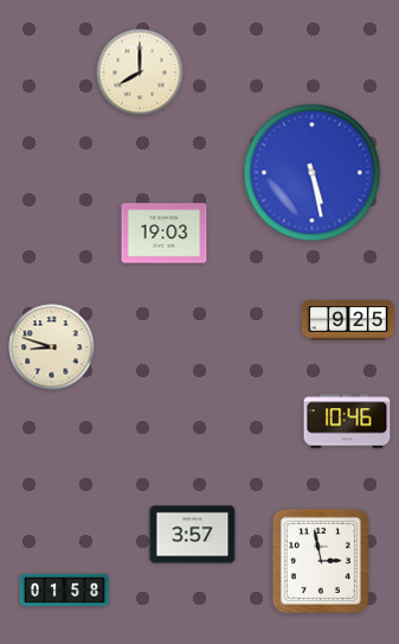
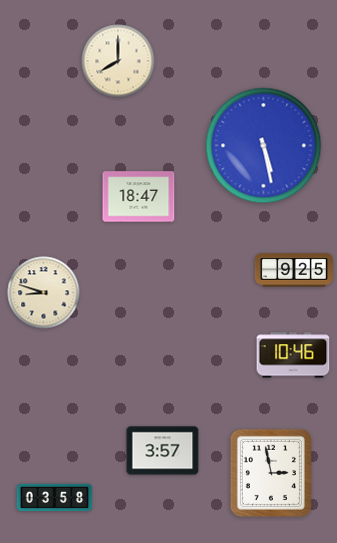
clock at (165, 234): 19:03 -> 18:47
clock at (65, 591): 01:58 -> 03:58
